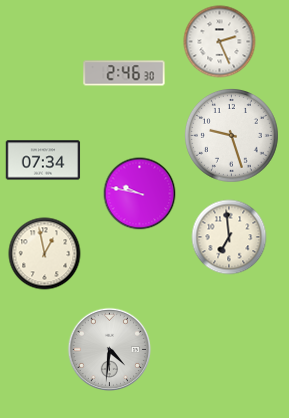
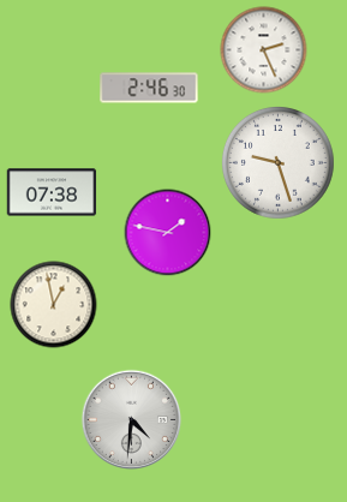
clock at (43, 160): 07:34 -> 07:38
clock at (140, 194): 9:47 -> 1:47
clock at (229, 237): 6:59 -> none
